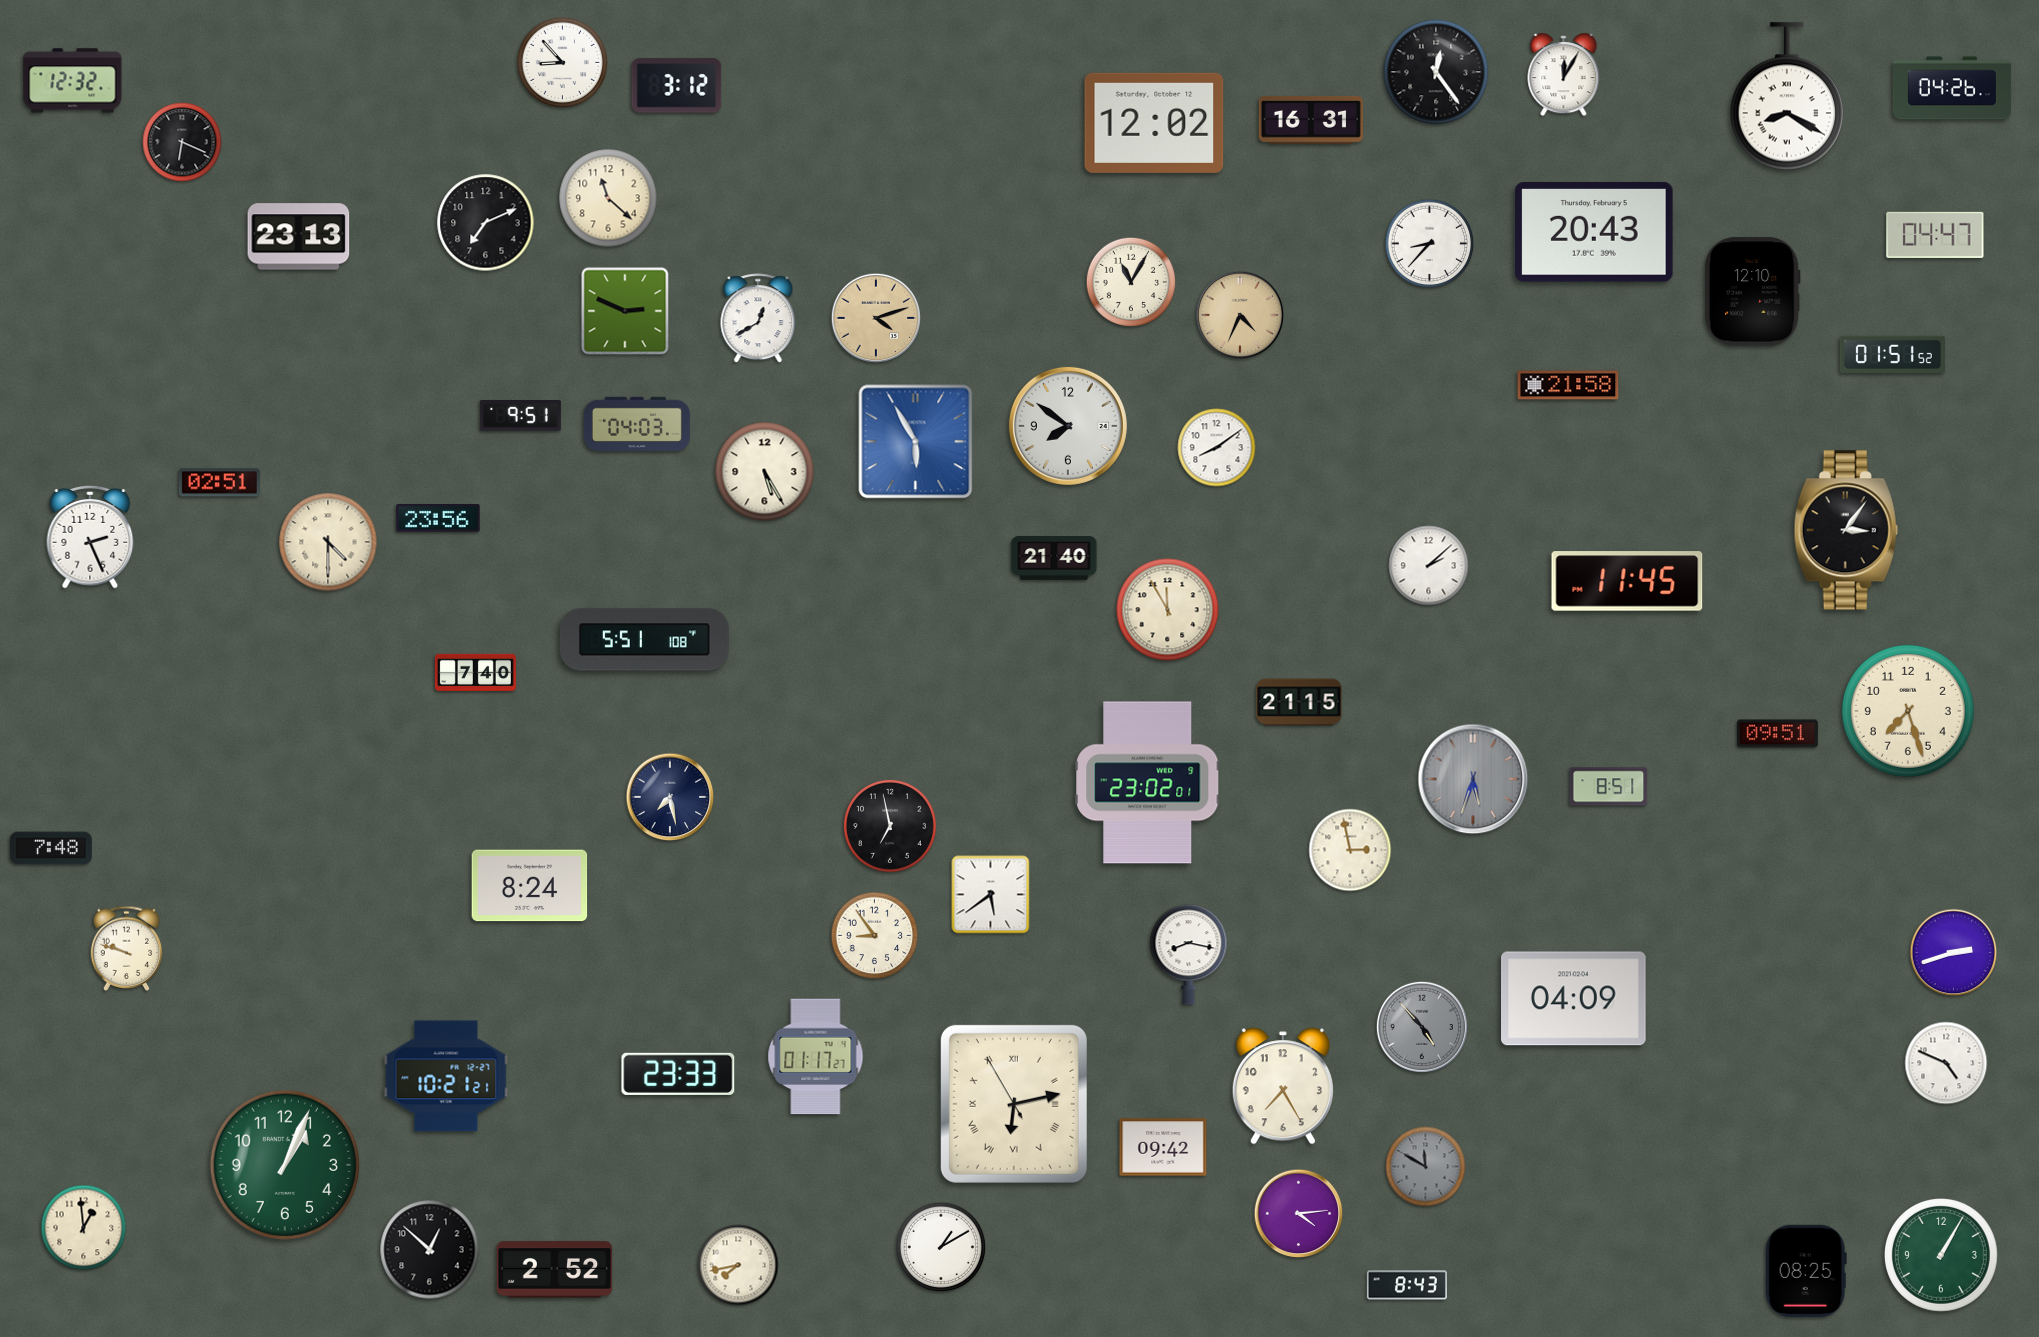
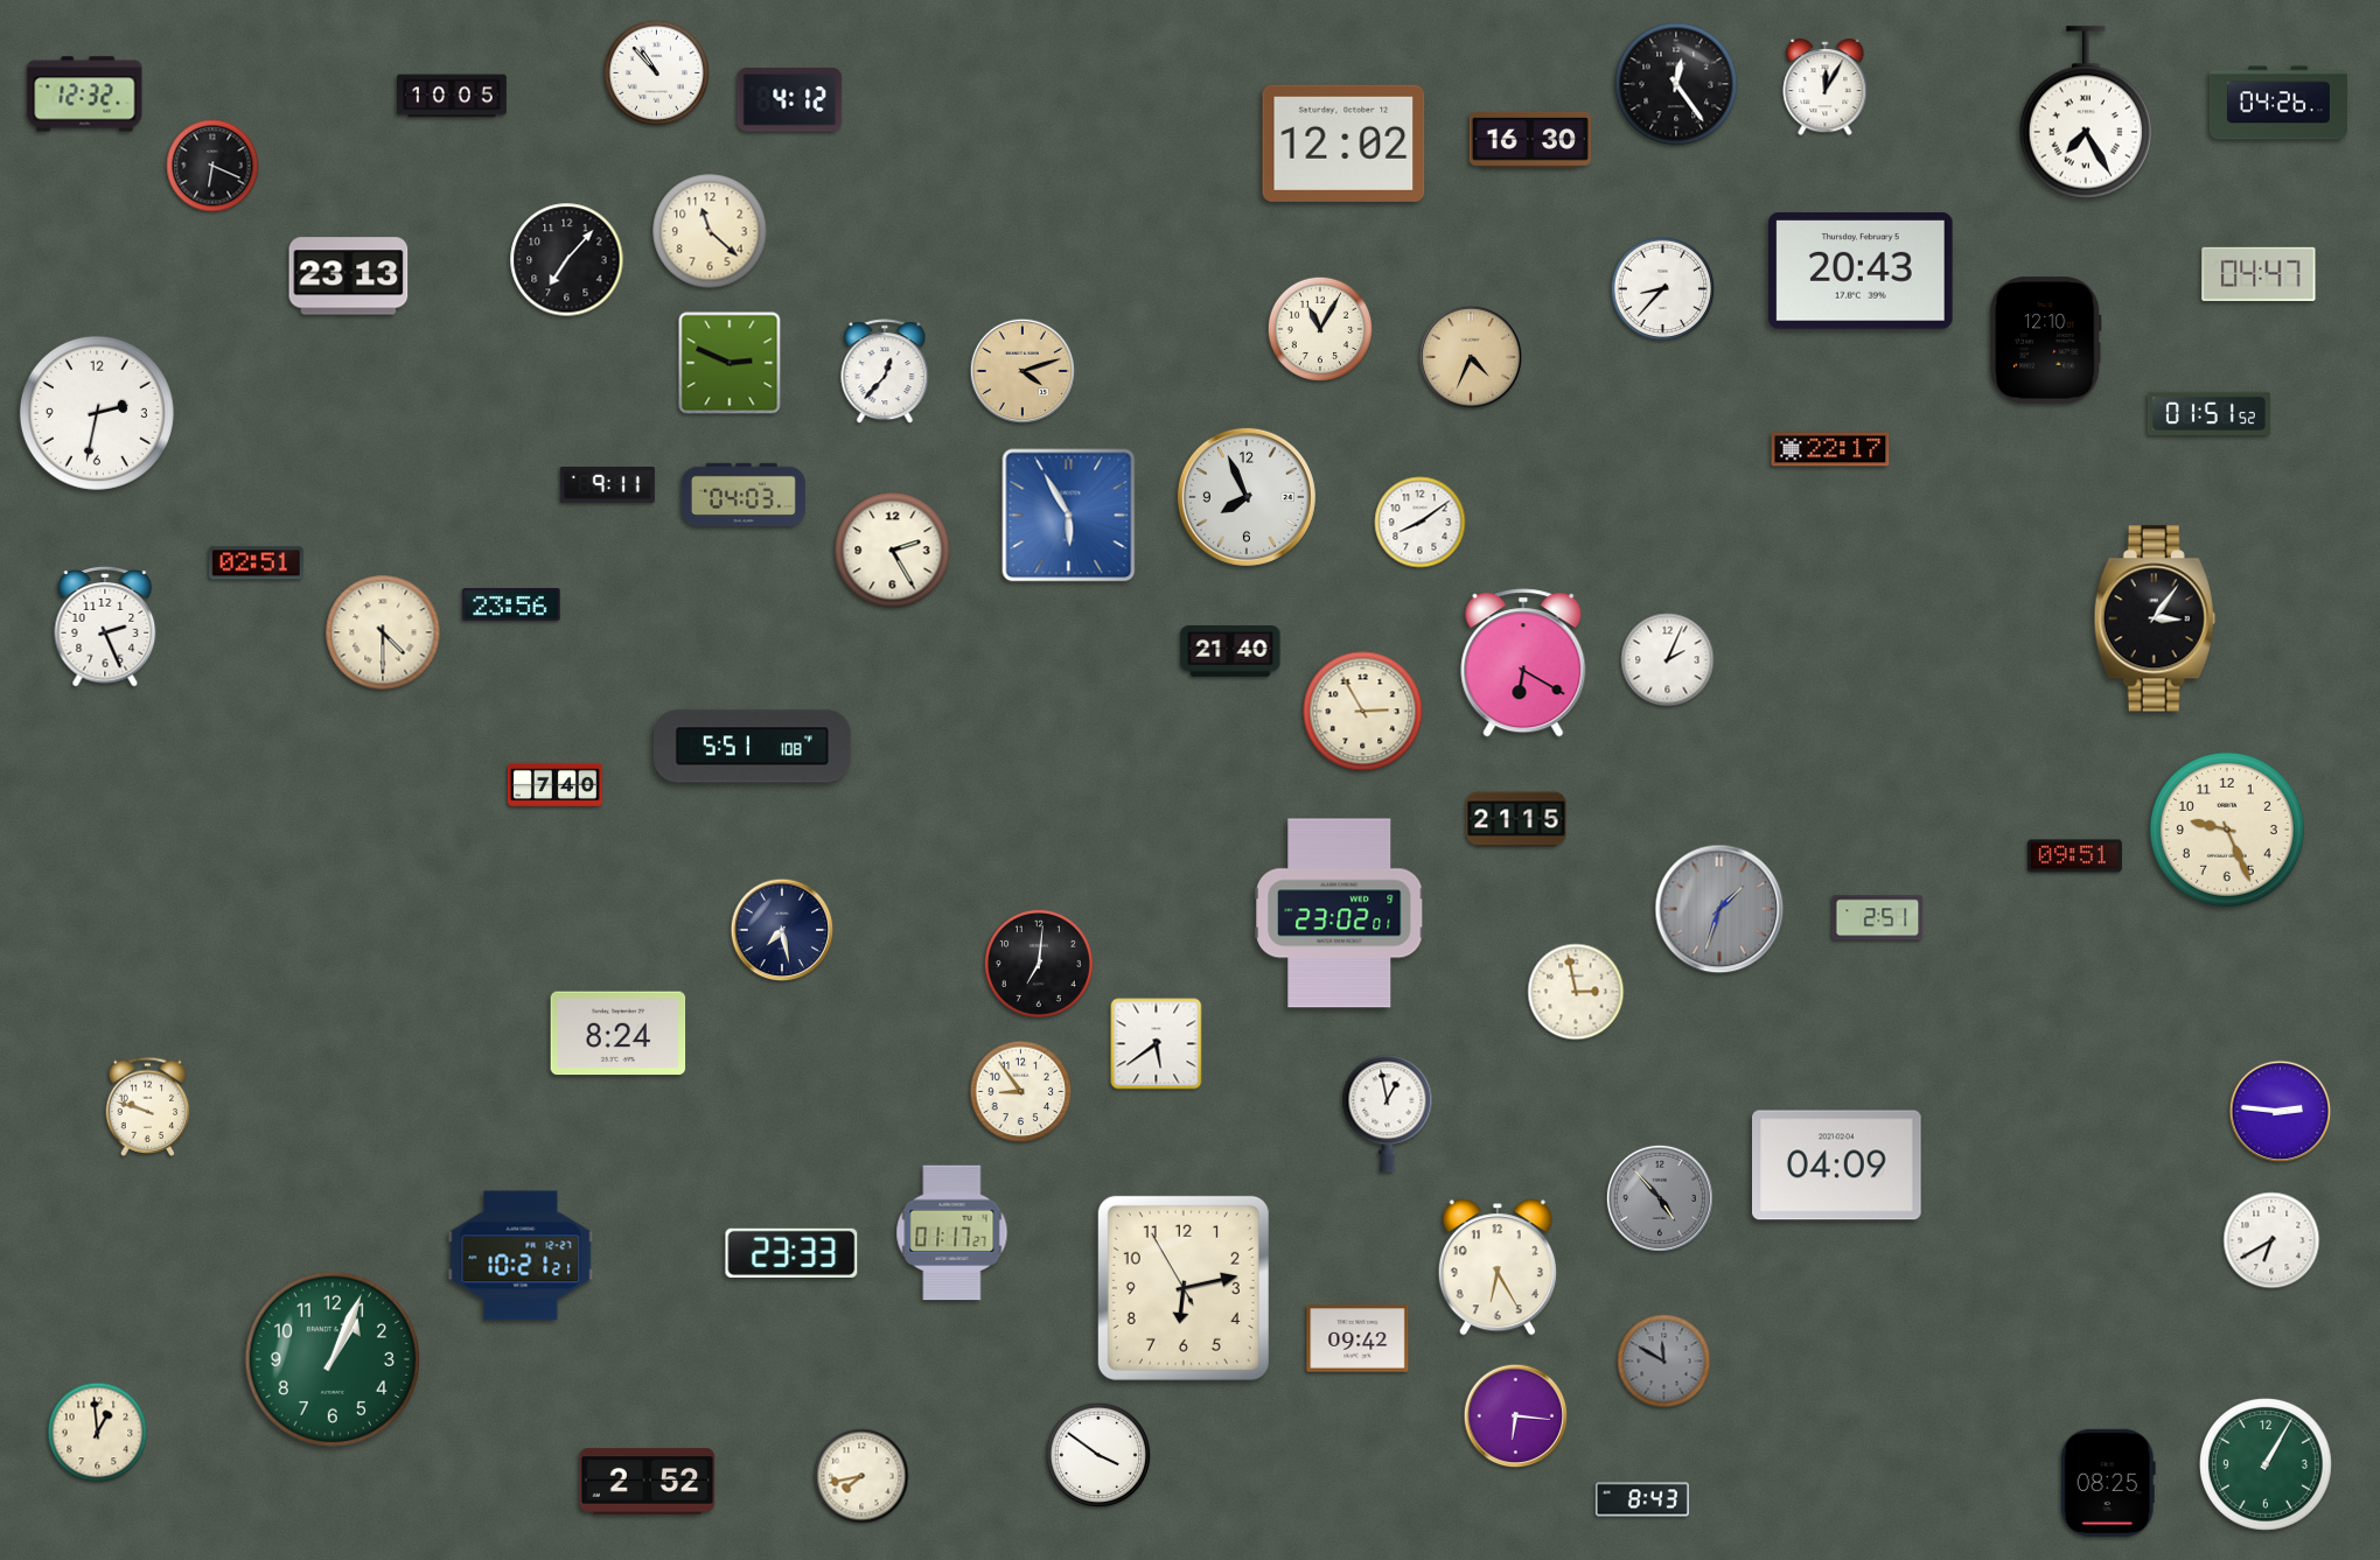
clock at (562, 62): 8:53 -> 10:53
clock at (453, 96): none -> 10:05
clock at (677, 86): 3:12 -> 4:12
clock at (1786, 96): 8:20 -> 7:25
clock at (1310, 120): 16:31 -> 16:30
clock at (1154, 123) position: (1154, 123) -> (1343, 144)
clock at (486, 223): 7:11 -> 7:07
clock at (1430, 244) position: (1430, 244) -> (1663, 289)
clock at (1240, 315) position: (1240, 315) -> (1471, 357)
clock at (758, 319): 12:40 -> 12:37
clock at (97, 413): none -> 2:32
clock at (1568, 385): 21:58 -> 22:17
clock at (520, 416): 9:51 -> 9:11
clock at (1068, 426): 7:51 -> 7:56
clock at (765, 472): 5:25 -> 2:25
clock at (1429, 566): 2:08 -> 2:04
clock at (1523, 663): none -> 6:20
clock at (1627, 581): 11:45 -> none
clock at (1168, 610): 11:55 -> 2:55
clock at (1908, 711): 7:27 -> 9:26
clock at (1473, 779): 5:33 -> 1:33
clock at (1609, 787): 8:51 -> 2:51
clock at (890, 826): 6:58 -> 7:01
clock at (52, 848): 7:48 -> none
clock at (1954, 953): 2:42 -> 2:46
clock at (1189, 955): 8:17 -> 12:58
clock at (1946, 1063): 4:49 -> 6:40
clock at (1283, 1086): 7:25 -> 6:25
clock at (1014, 1104) numerals: Roman -> Arabic
clock at (1299, 1214): 4:14 -> 6:16
clock at (940, 1246): 1:10 -> 3:51
clock at (430, 1250): 12:52 -> none
